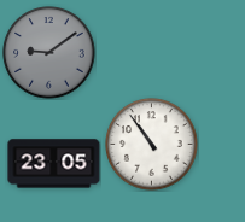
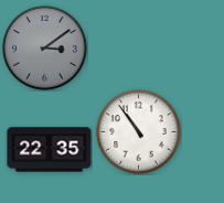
clock at (49, 53): 9:09 -> 3:09
clock at (54, 164): 23:05 -> 22:35
